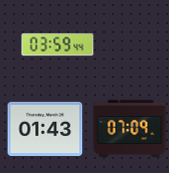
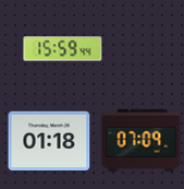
clock at (58, 45): 03:59 -> 15:59
clock at (45, 128): 01:43 -> 01:18
